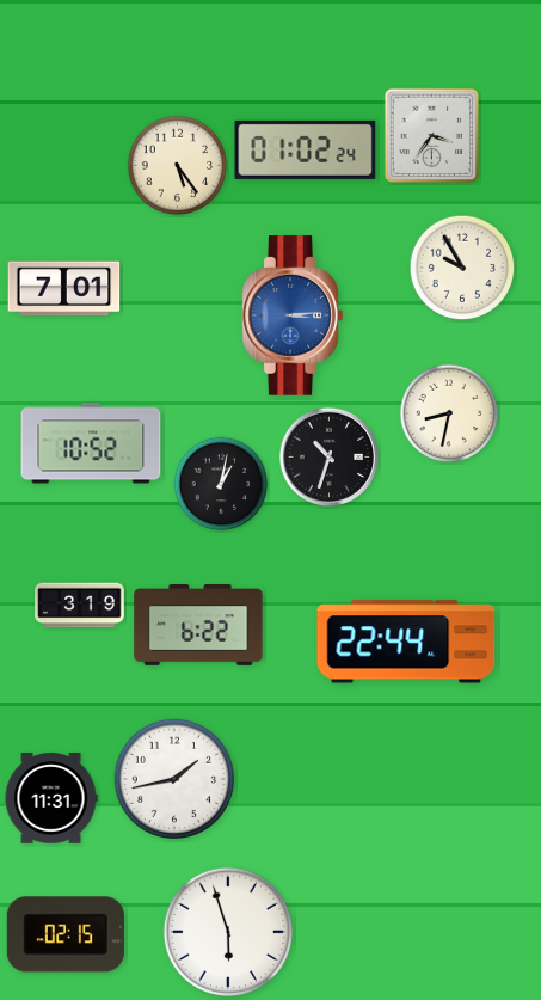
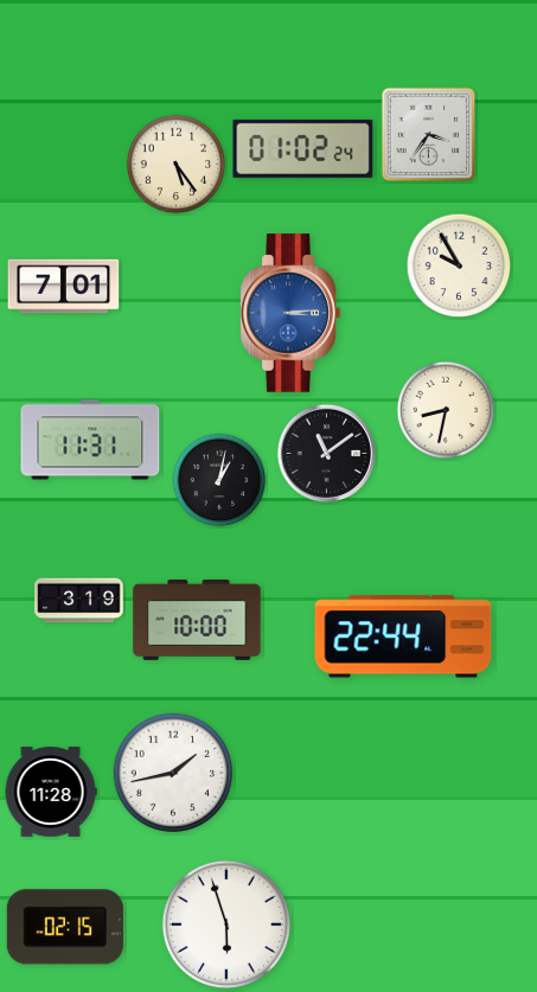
clock at (91, 443): 10:52 -> 11:31
clock at (328, 456): 10:33 -> 11:09
clock at (198, 626): 6:22 -> 10:00
clock at (51, 798): 11:31 -> 11:28
